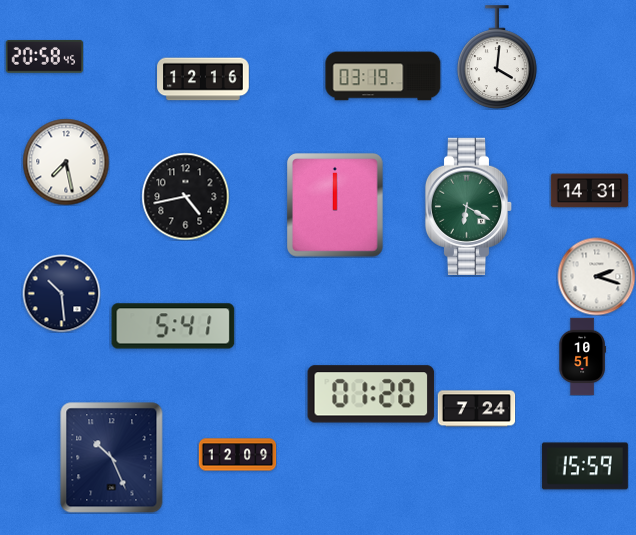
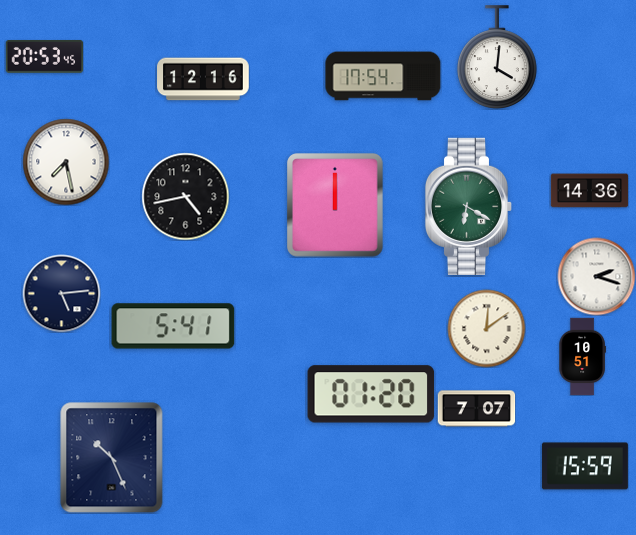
clock at (44, 57): 20:58 -> 20:53
clock at (383, 76): 03:19 -> 17:54
clock at (589, 191): 14:31 -> 14:36
clock at (61, 293): 10:29 -> 5:14
clock at (486, 328): none -> 12:09
clock at (476, 409): 7:24 -> 7:07
clock at (237, 455): 12:09 -> none
